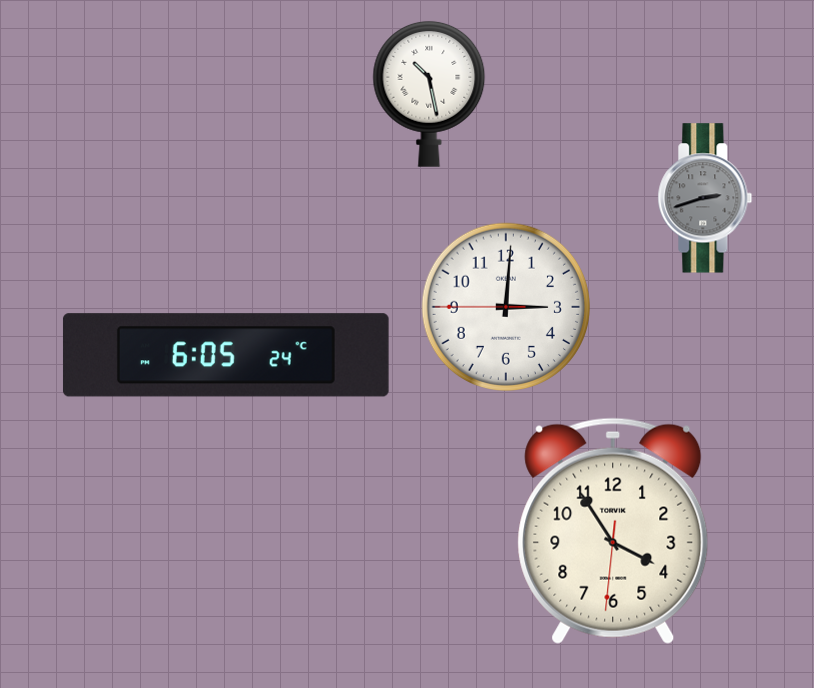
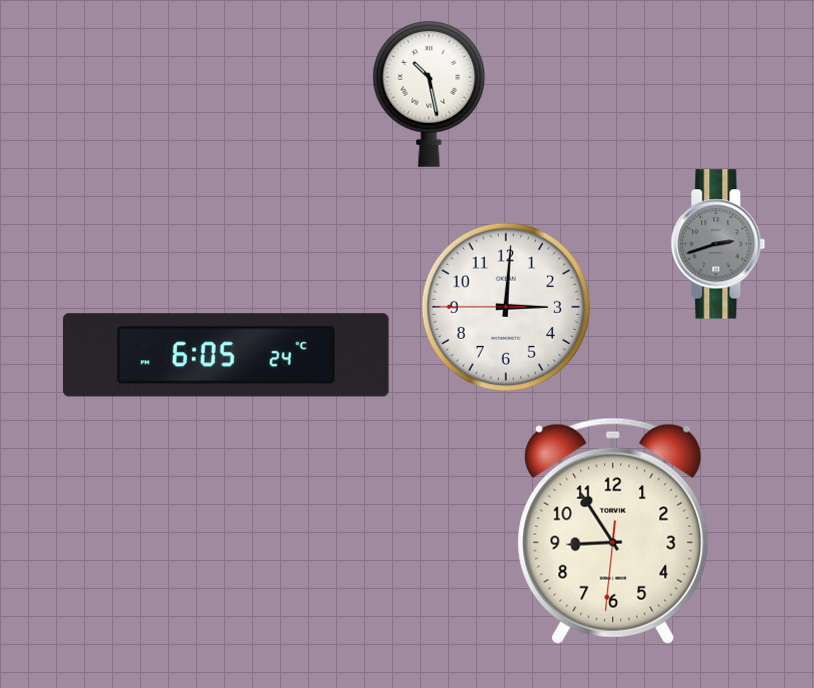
clock at (705, 198) position: (705, 198) -> (718, 244)
clock at (613, 531): 3:54 -> 8:54
